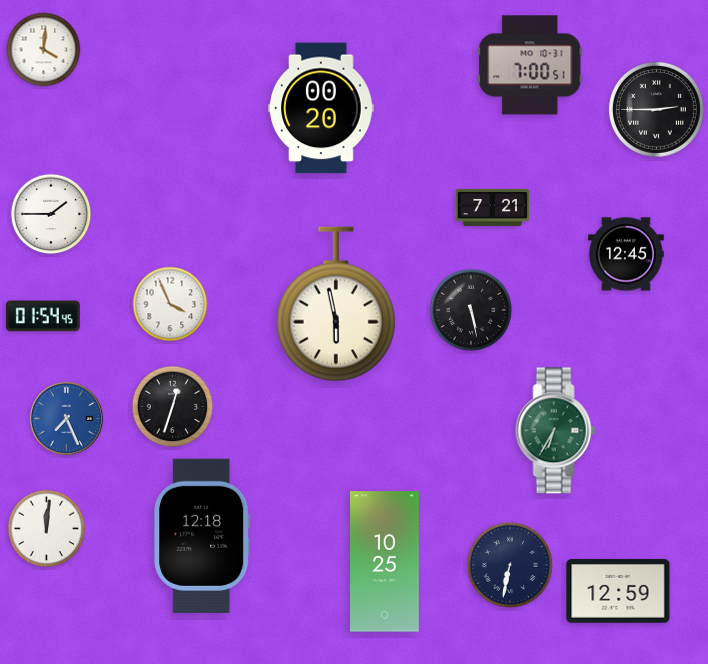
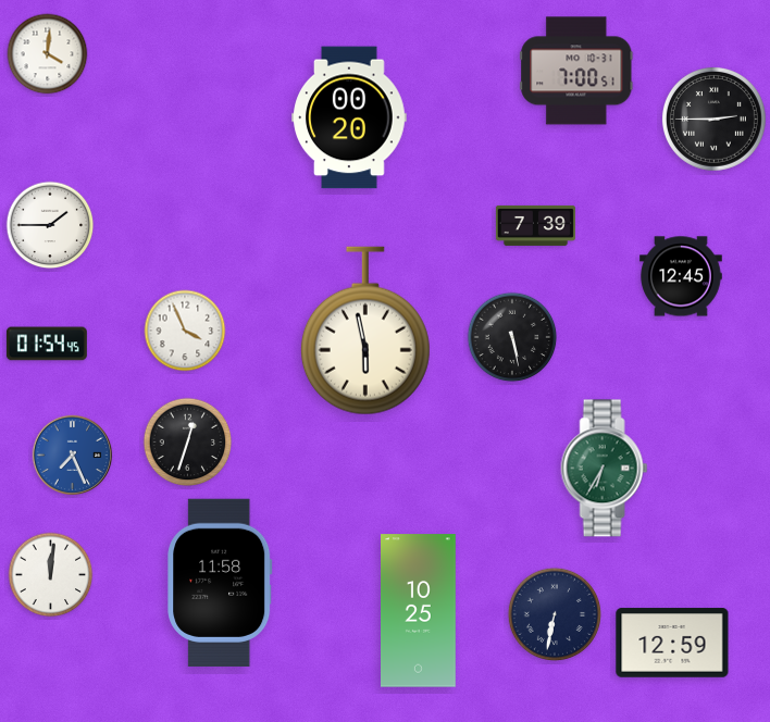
clock at (492, 207): 7:21 -> 7:39
clock at (51, 214) position: (51, 214) -> (50, 225)
clock at (202, 536): 12:18 -> 11:58
